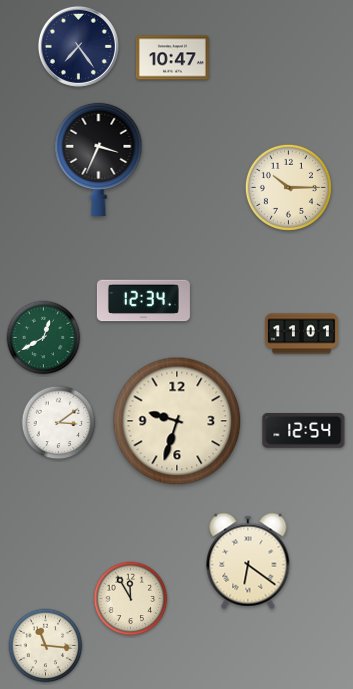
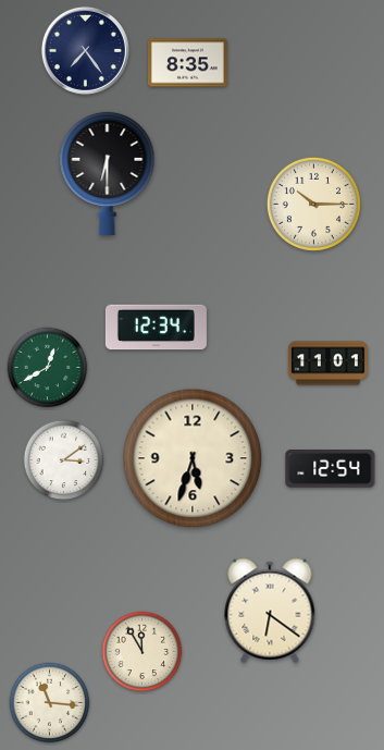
clock at (172, 58): 10:47 -> 8:35
clock at (99, 159): 3:34 -> 6:30
clock at (177, 421): 9:33 -> 5:33
